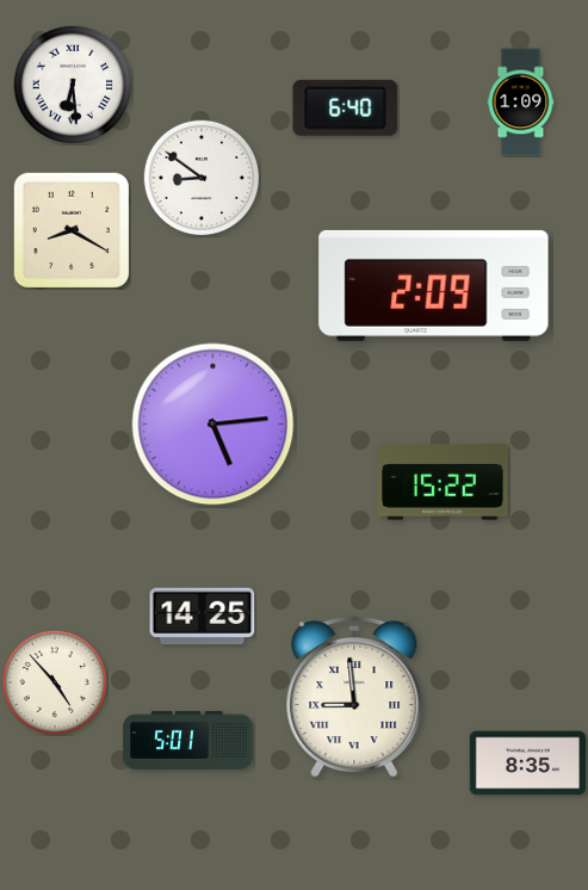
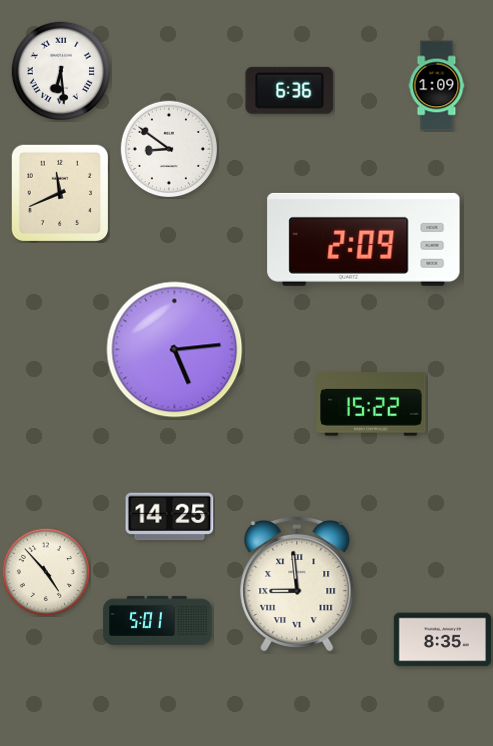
clock at (346, 107): 6:40 -> 6:36
clock at (70, 229): 8:20 -> 11:41
clock at (213, 425) position: (213, 425) -> (175, 350)
